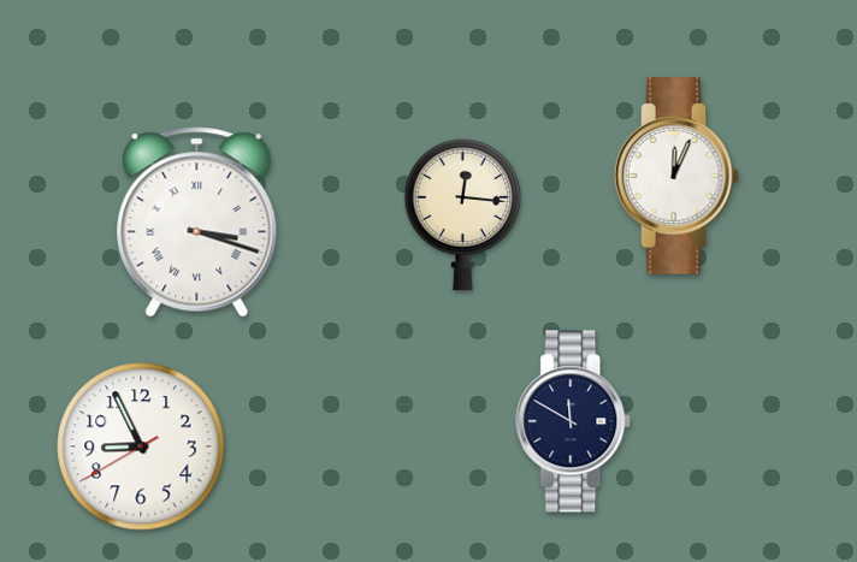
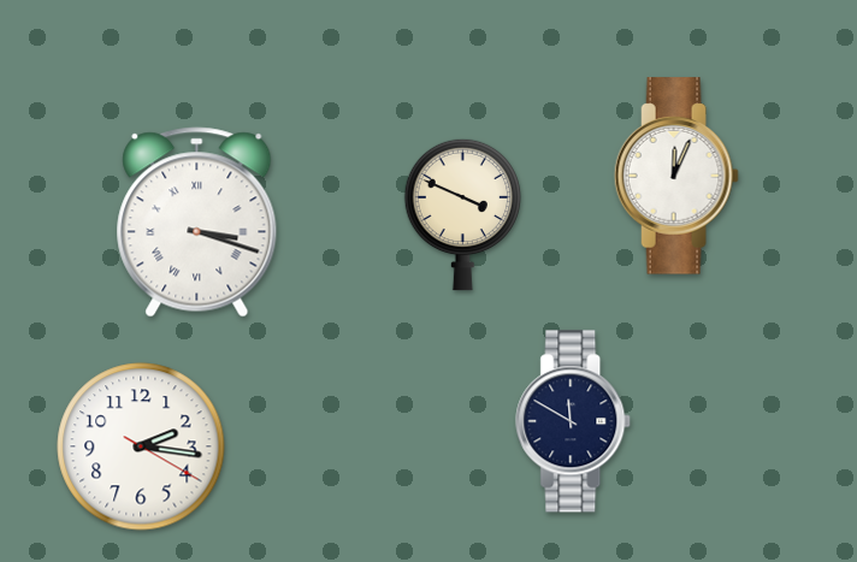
clock at (462, 214): 12:16 -> 3:49
clock at (141, 446): 8:55 -> 2:16
